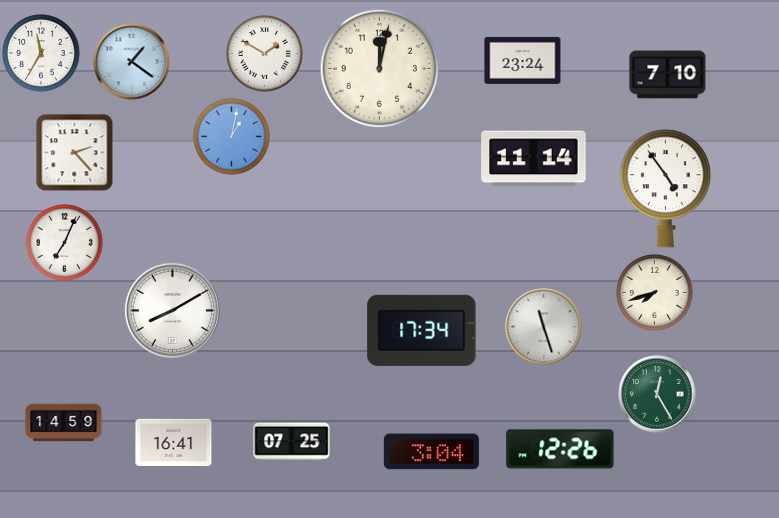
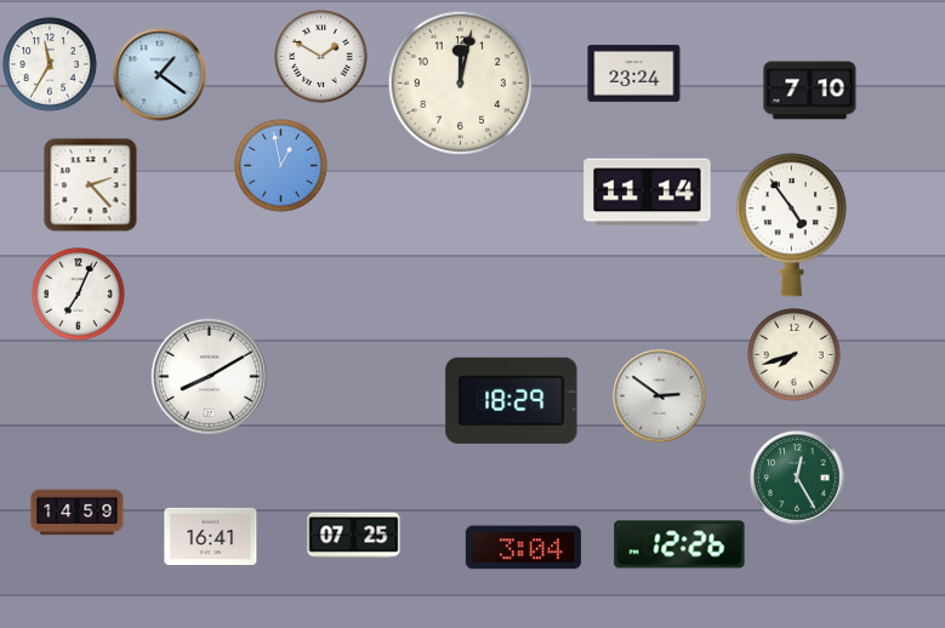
clock at (265, 54) position: (265, 54) -> (321, 57)
clock at (232, 137): 1:02 -> 12:58
clock at (665, 189) position: (665, 189) -> (791, 225)
clock at (544, 327): 11:27 -> 2:51
clock at (422, 330): 17:34 -> 18:29
